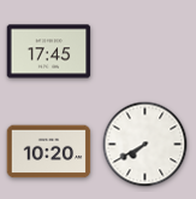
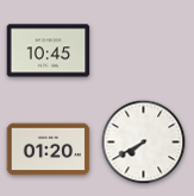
clock at (49, 52): 17:45 -> 10:45
clock at (49, 152): 10:20 -> 01:20
